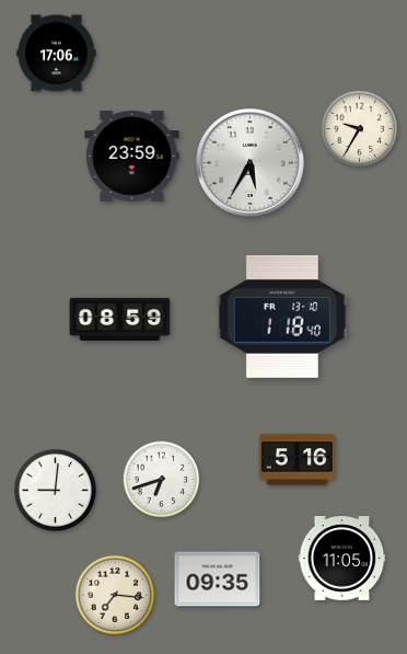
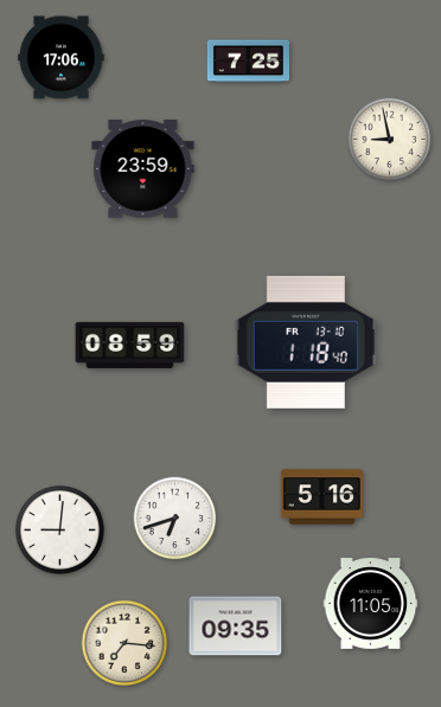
clock at (248, 62): none -> 7:25
clock at (360, 129): 9:35 -> 8:58
clock at (249, 162): 5:35 -> none
